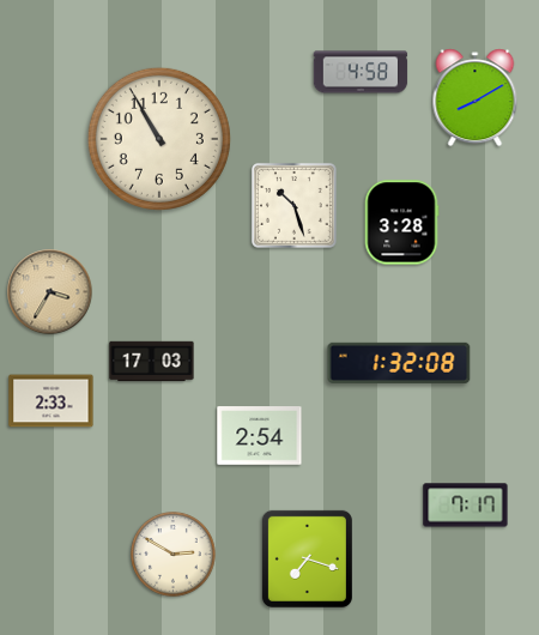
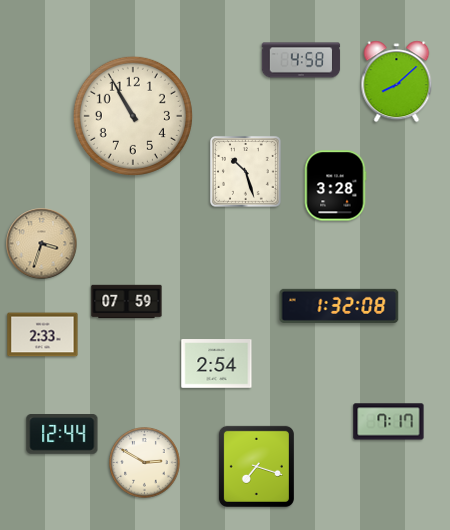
clock at (476, 98): 8:10 -> 8:08
clock at (50, 292): 3:35 -> 3:33
clock at (152, 362): 17:03 -> 07:59
clock at (399, 363) position: (399, 363) -> (339, 306)
clock at (62, 435): none -> 12:44
